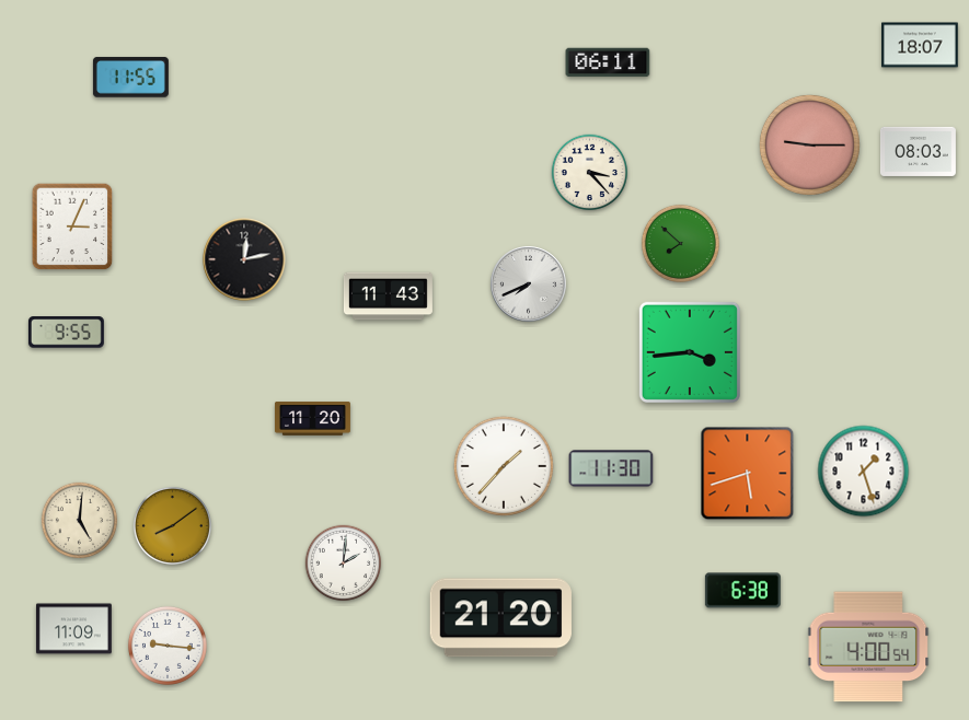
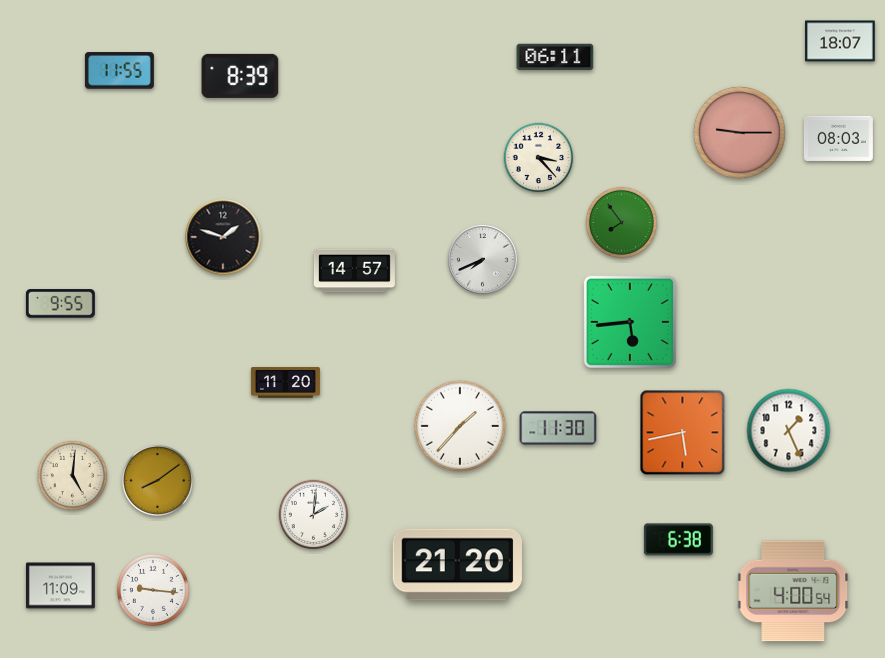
clock at (240, 76): none -> 8:39
clock at (72, 227): 3:04 -> none
clock at (680, 243): 7:52 -> 7:54
clock at (244, 259): 12:13 -> 1:48
clock at (388, 297): 11:43 -> 14:57
clock at (690, 352): 3:44 -> 5:44
clock at (864, 472): 1:27 -> 1:26
clock at (748, 474): 5:42 -> 5:43
clock at (73, 629) position: (73, 629) -> (60, 586)
